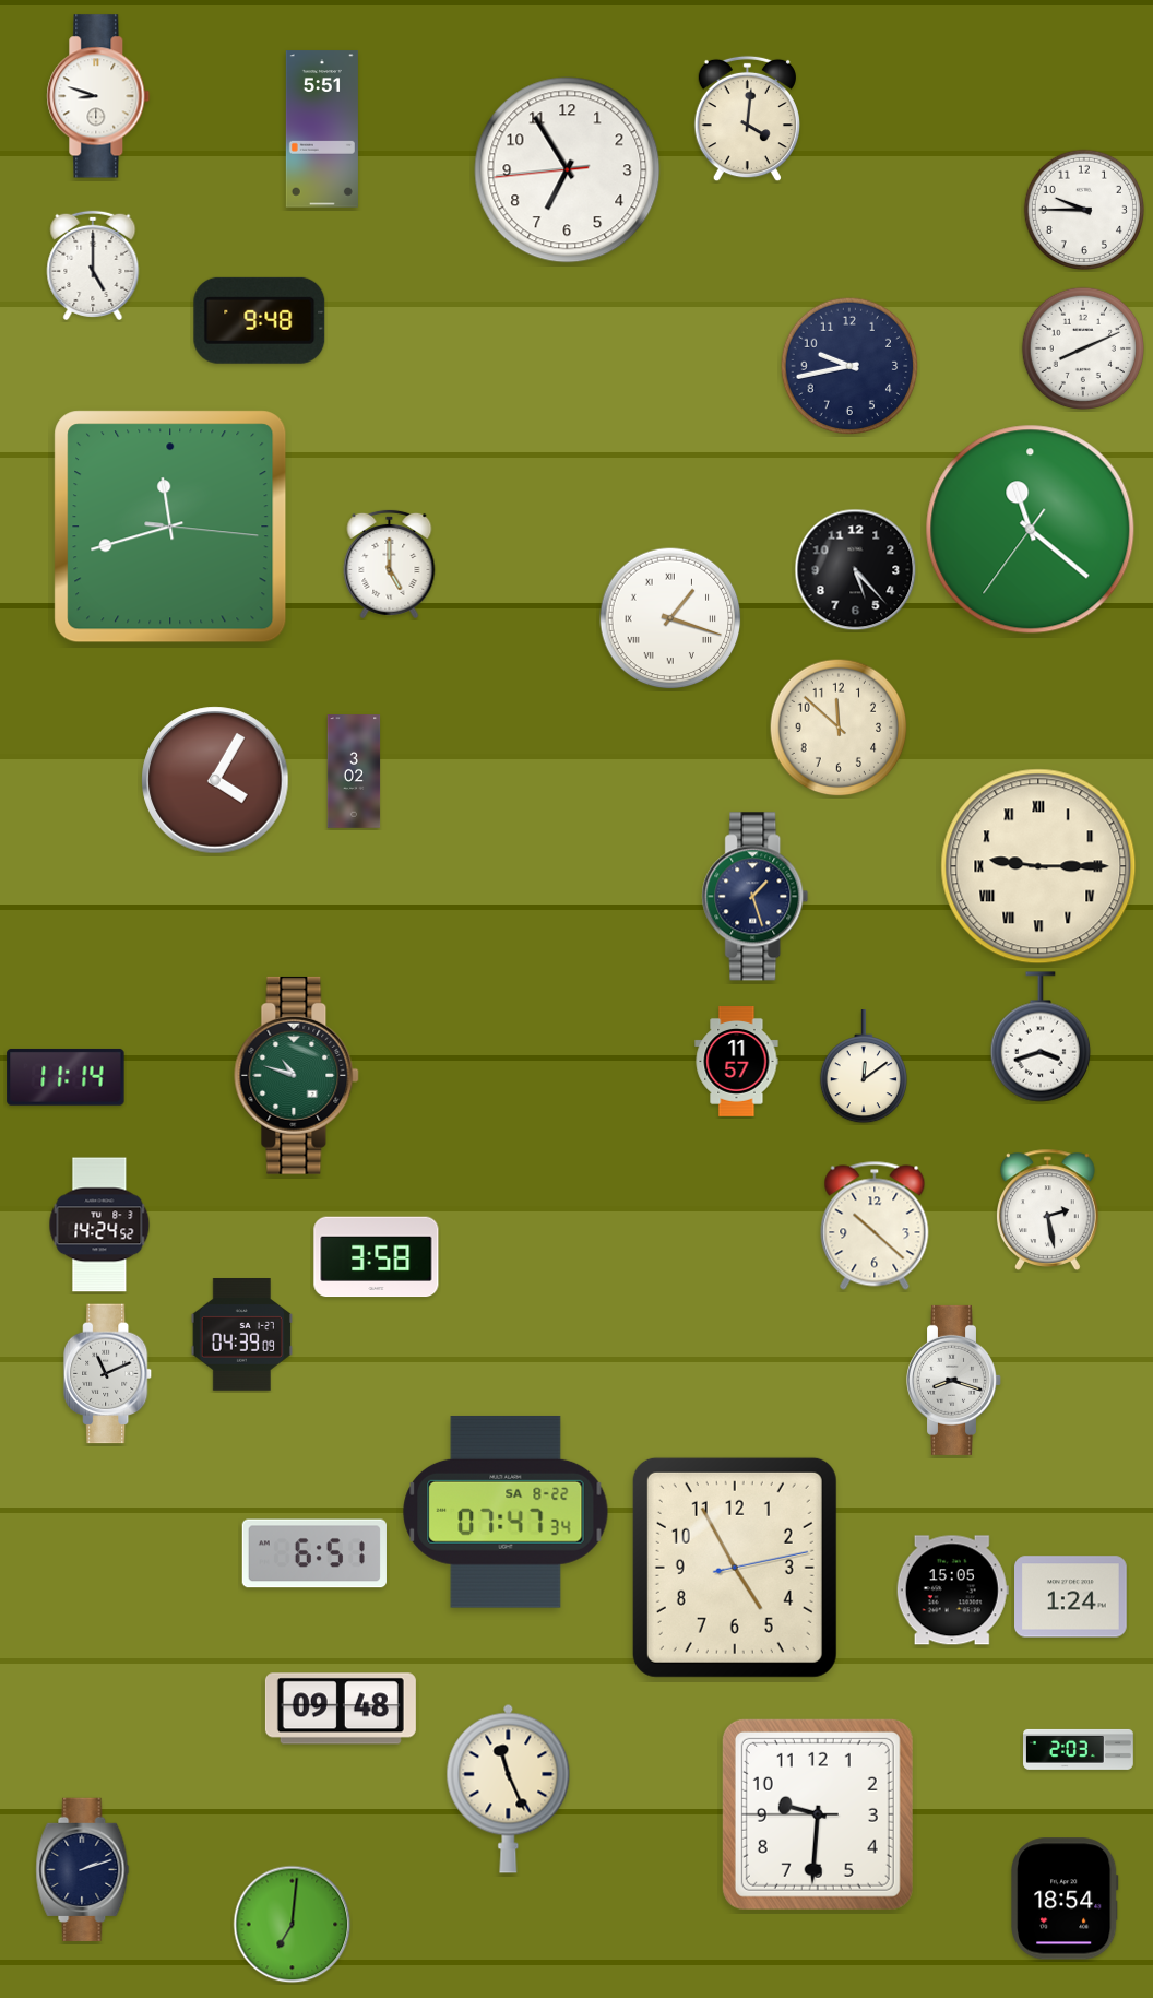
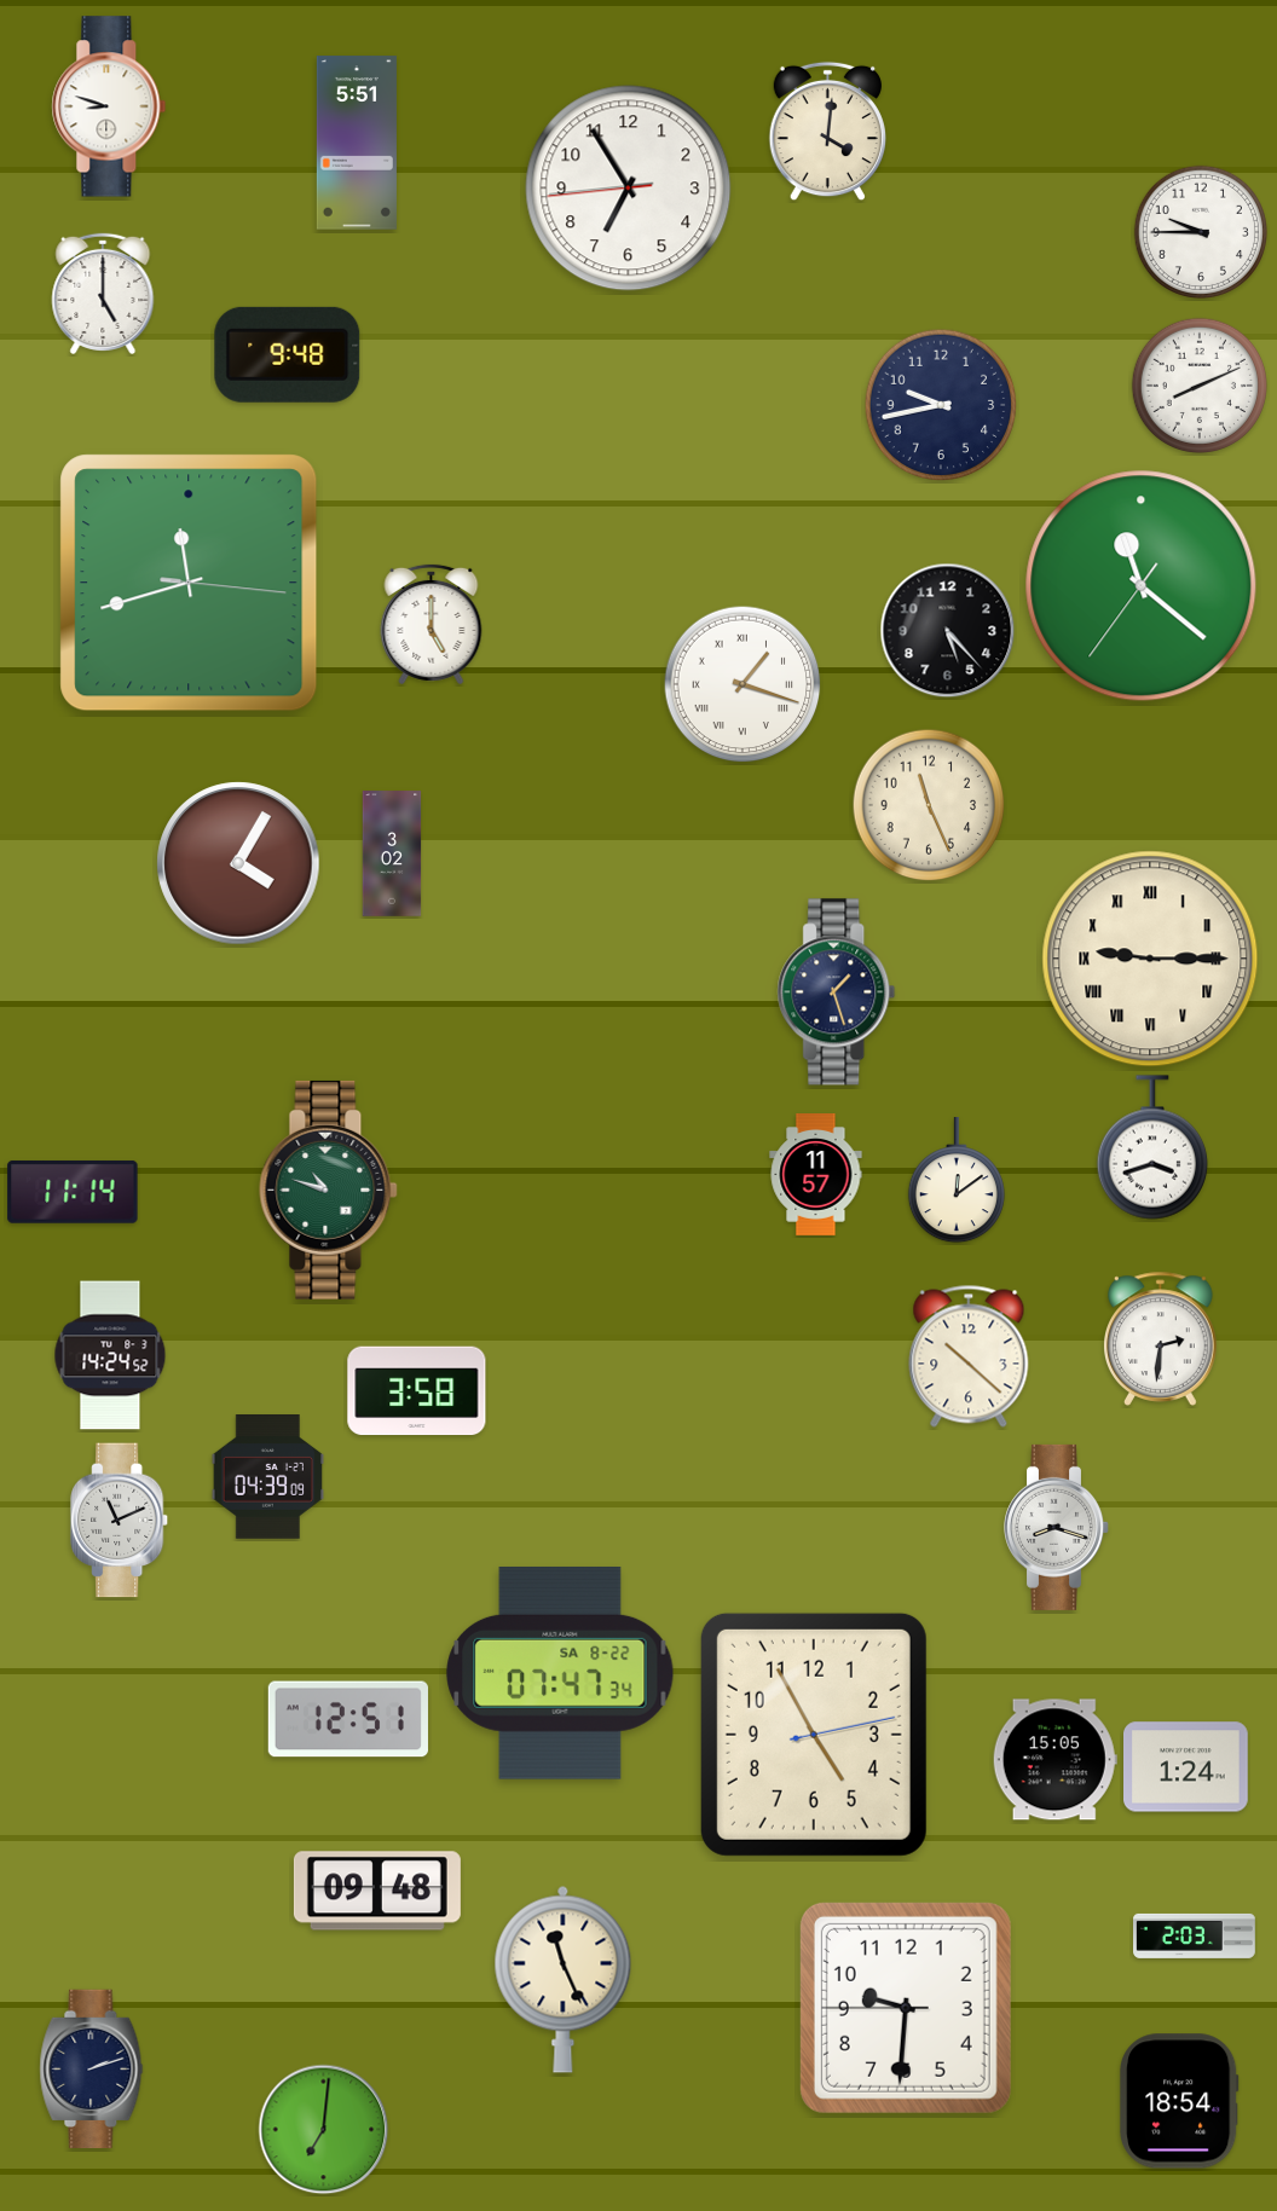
clock at (839, 728): 11:52 -> 11:26
clock at (1048, 1209): 2:28 -> 2:31
clock at (313, 1553): 6:51 -> 12:51
